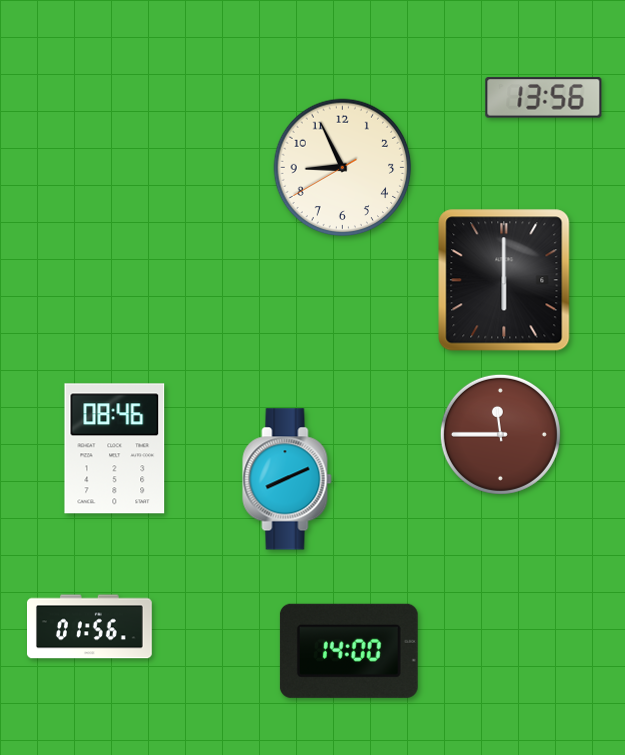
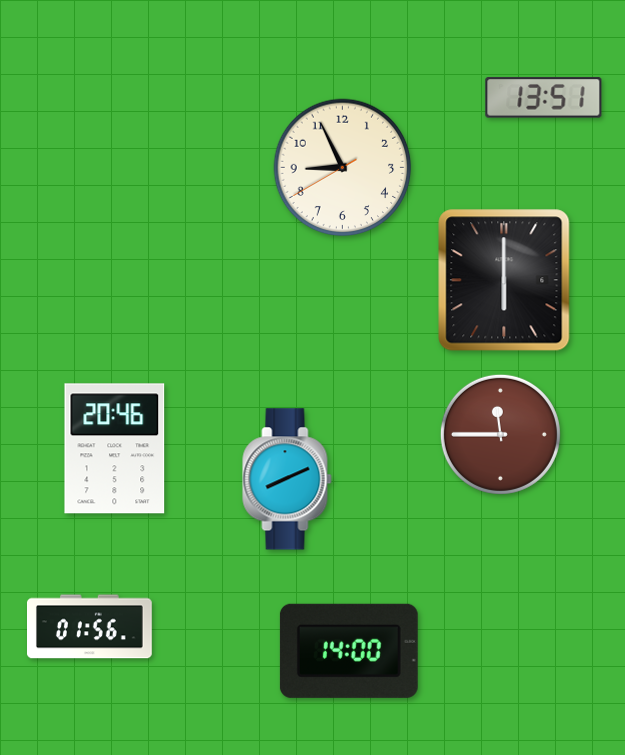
clock at (544, 98): 13:56 -> 13:51
clock at (115, 449): 08:46 -> 20:46
